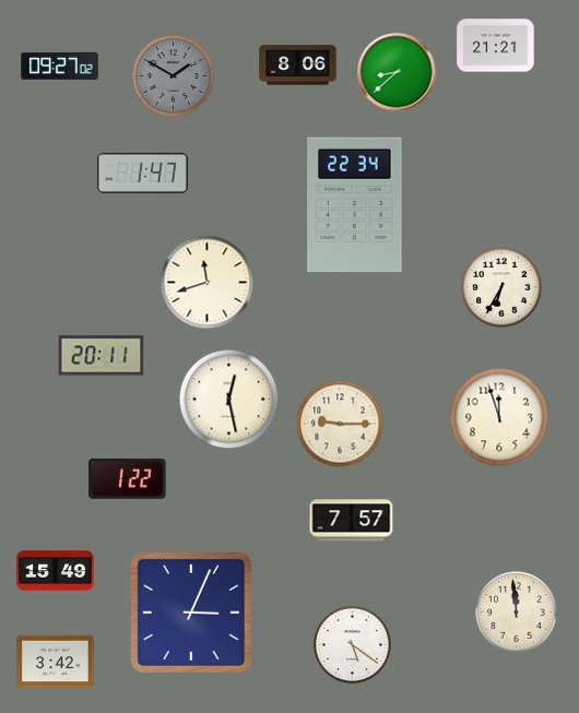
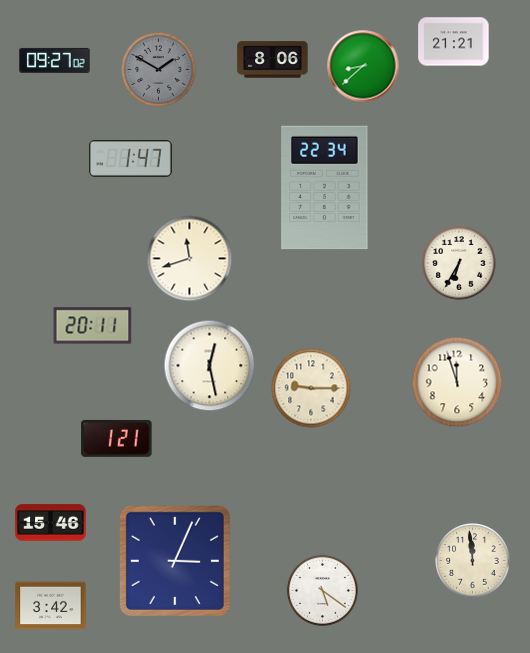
clock at (128, 478): 1:22 -> 1:21
clock at (352, 521): 7:57 -> none
clock at (56, 571): 15:49 -> 15:46
